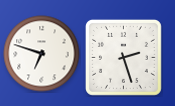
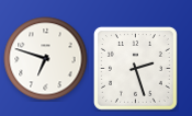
clock at (123, 57) position: (123, 57) -> (135, 68)
